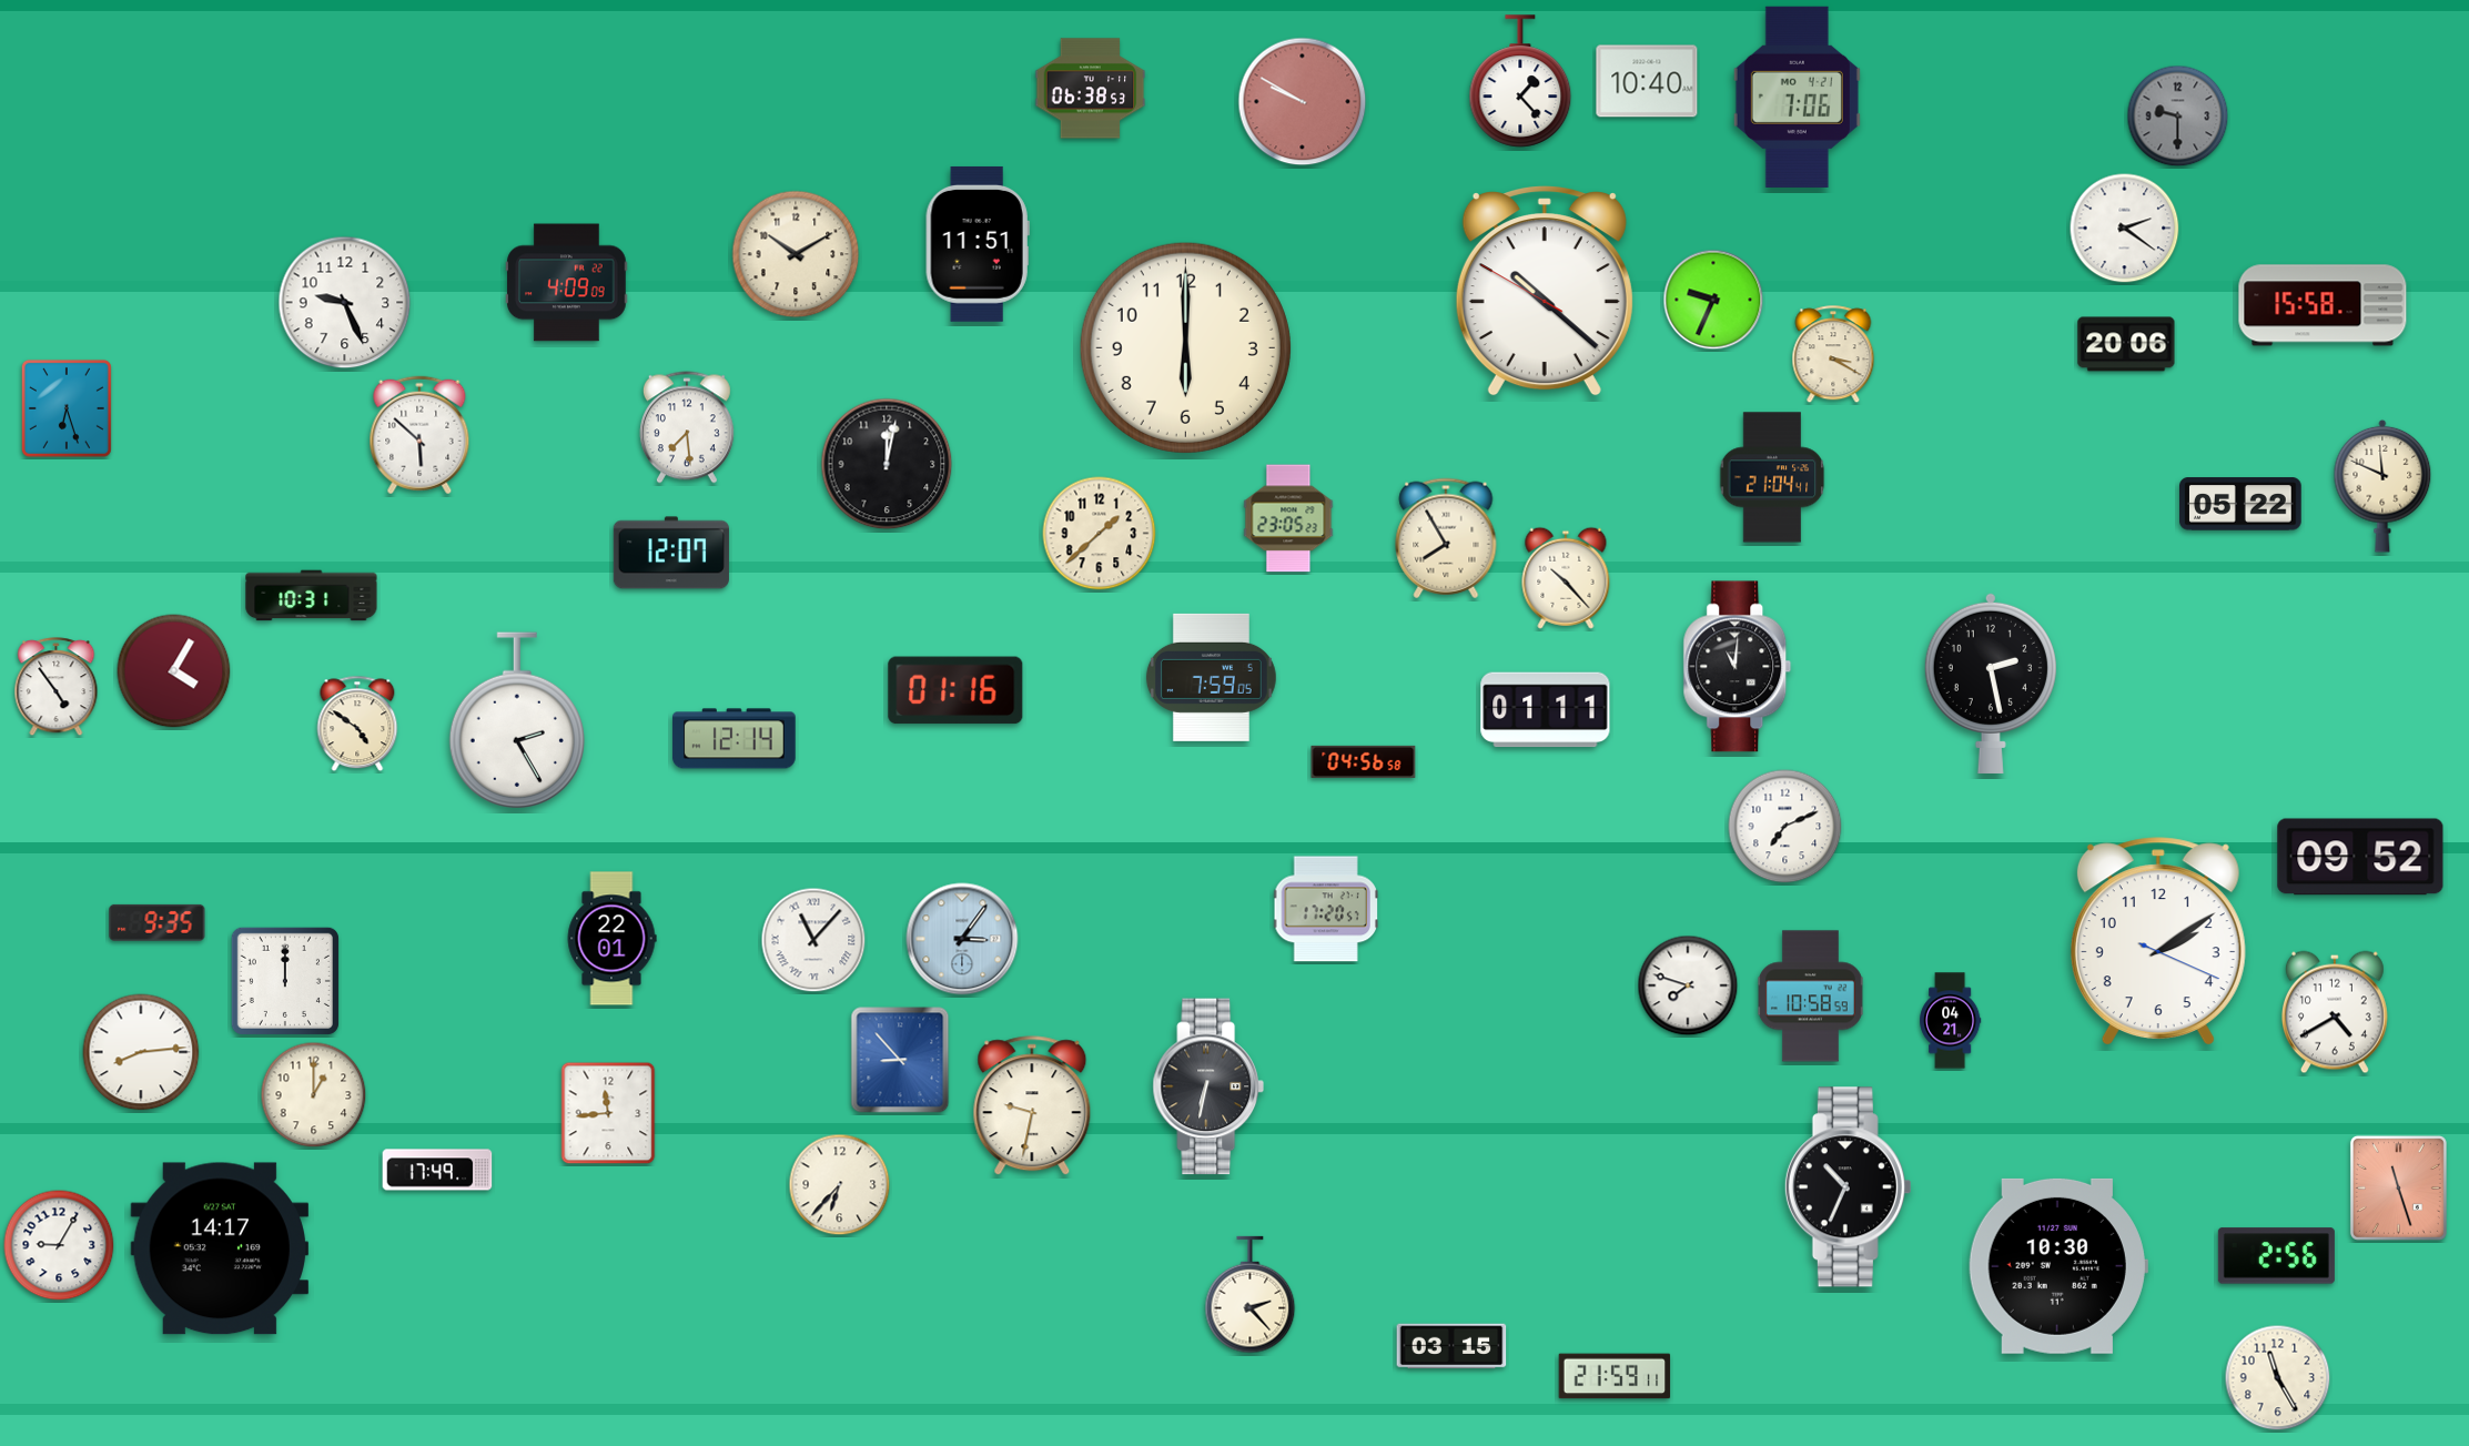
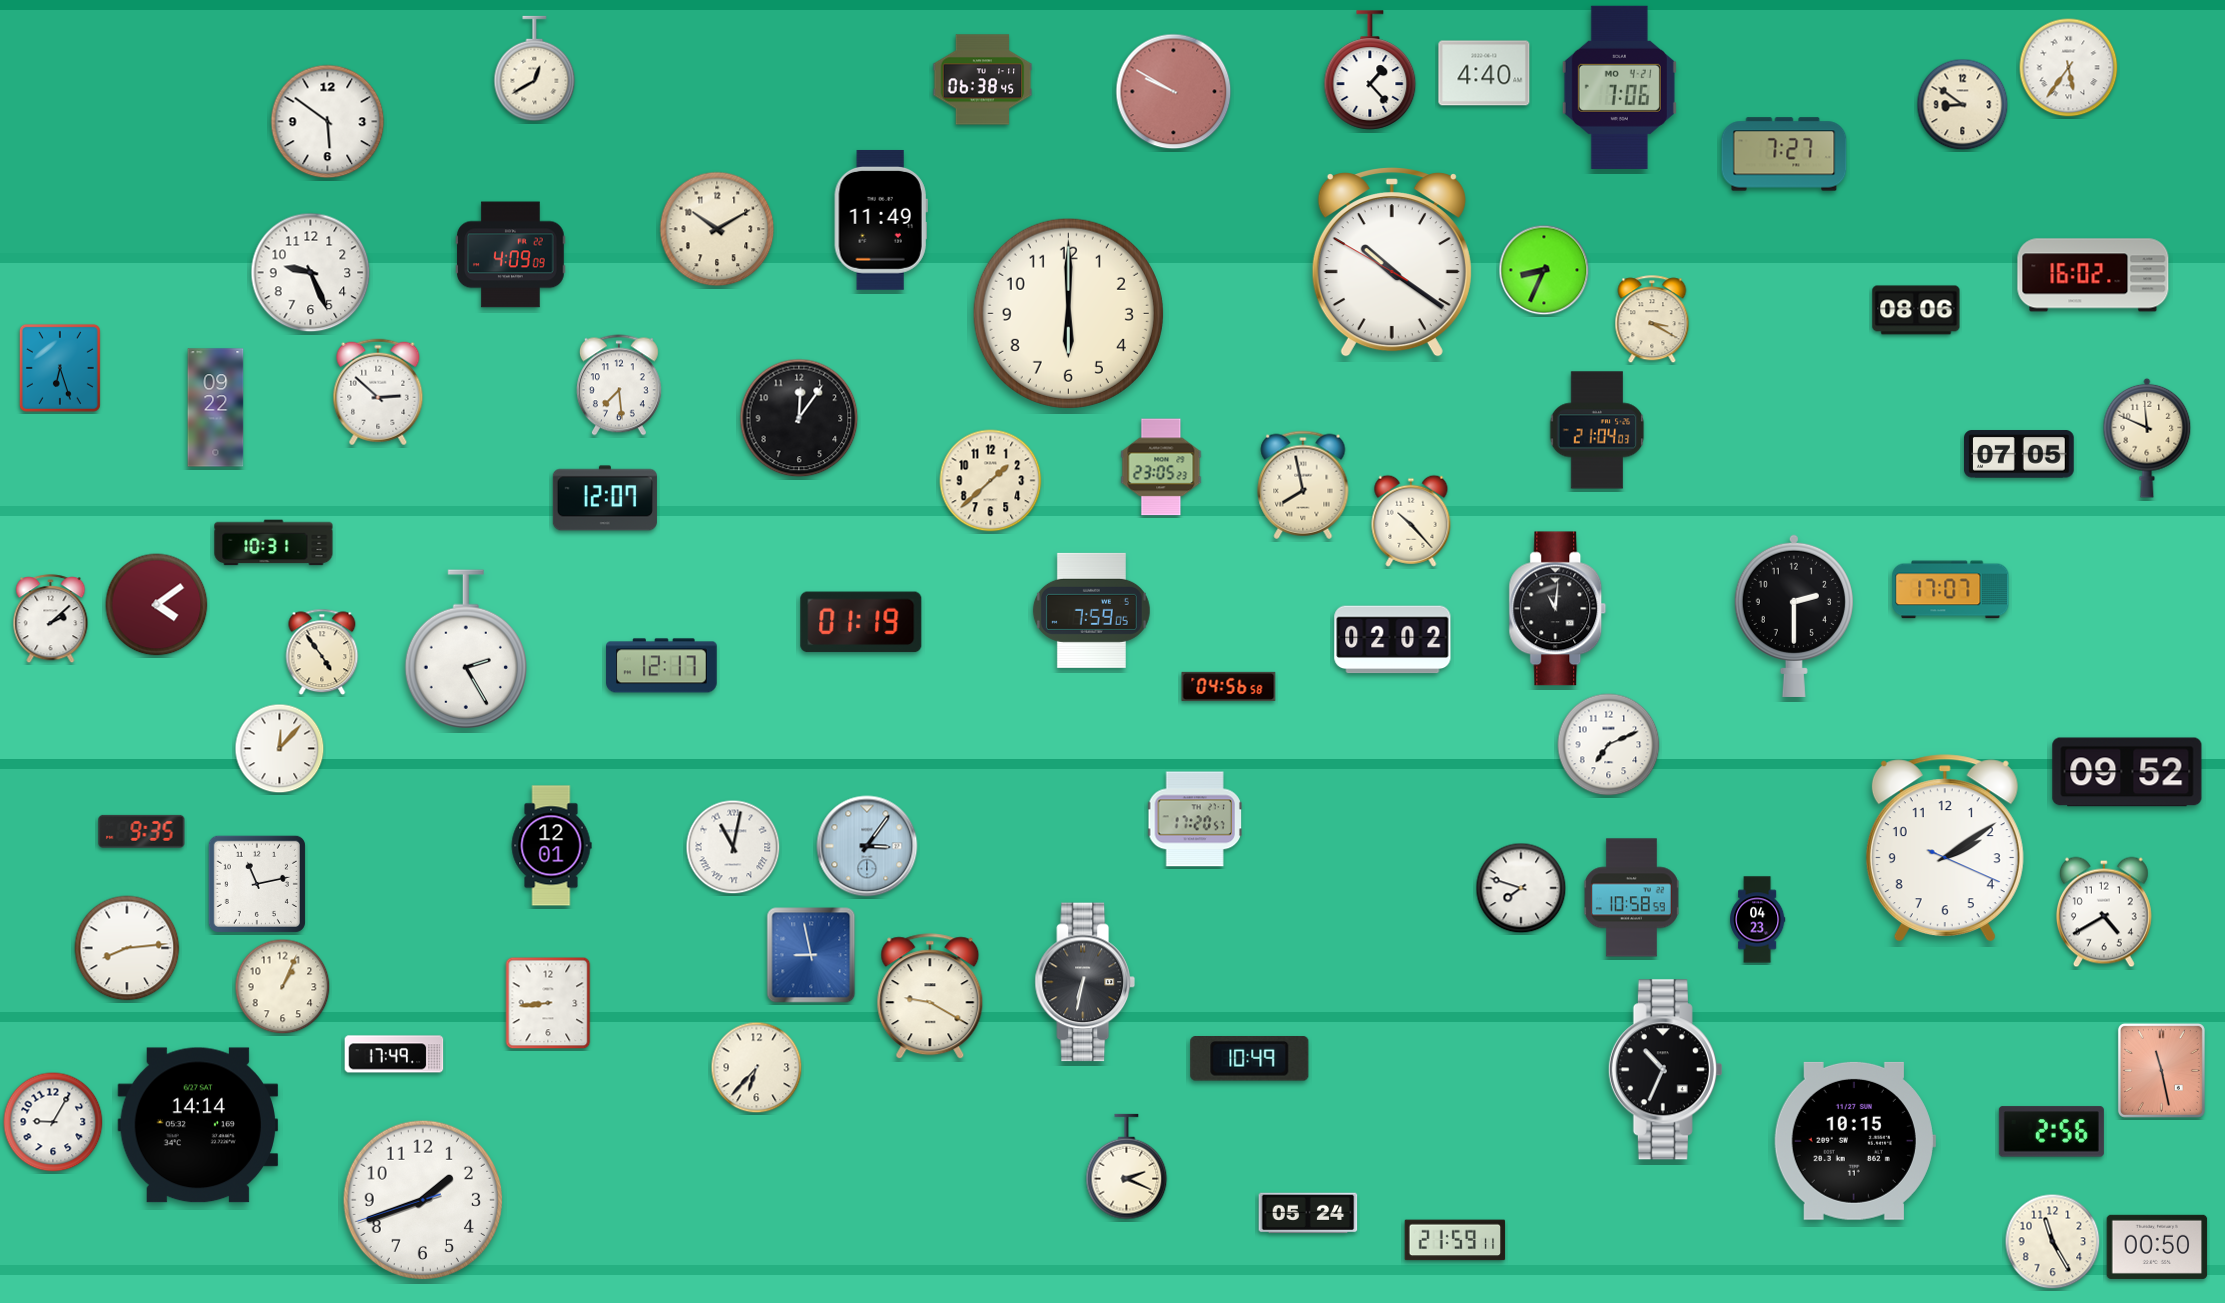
clock at (2069, 68): none -> 5:36
clock at (535, 69): none -> 12:40
clock at (1520, 81) position: (1520, 81) -> (1370, 70)
clock at (1647, 81): 10:40 -> 4:40
clock at (1091, 89): 06:38:53 -> 06:38:45
clock at (2178, 117): 9:30 -> 8:51
clock at (2178, 117) dial: grey -> cream
clock at (328, 122): none -> 5:51
clock at (1784, 154): none -> 7:27
clock at (2125, 229): 2:21 -> none
clock at (978, 244): 11:51 -> 11:49
clock at (1545, 291): 10:21 -> 10:20
clock at (1713, 300): 9:34 -> 8:34
clock at (2323, 305): 15:58 -> 16:02
clock at (2126, 344): 20:06 -> 08:06
clock at (419, 435): 5:52 -> 2:52
clock at (216, 408): none -> 09:22
clock at (887, 464): 12:02 -> 12:06
clock at (1772, 477): 21:04:41 -> 21:04:03
clock at (2242, 504): 05:22 -> 07:05
clock at (1446, 538): 7:55 -> 7:58
clock at (312, 596) position: (312, 596) -> (274, 543)
clock at (1951, 590): none -> 17:07
clock at (1738, 667) position: (1738, 667) -> (1558, 609)
clock at (174, 671): 4:05 -> 4:09
clock at (1991, 682): 2:28 -> 2:30
clock at (57, 687): 4:54 -> 2:08
clock at (955, 690): 01:16 -> 01:19
clock at (1546, 710): 01:11 -> 02:02
clock at (357, 724): 4:51 -> 4:54
clock at (735, 739): 12:14 -> 12:17
clock at (280, 749): none -> 12:07
clock at (611, 939): 22:01 -> 12:01
clock at (813, 940): 11:07 -> 11:02
clock at (285, 981): 12:00 -> 11:13
clock at (1951, 1021): 04:21 -> 04:23
clock at (900, 1060): 8:53 -> 8:58
clock at (1207, 1086) position: (1207, 1086) -> (1084, 982)
clock at (314, 1095): 1:00 -> 1:04
clock at (1032, 1106): 9:32 -> 9:20
clock at (608, 1113): 11:44 -> 8:44
clock at (1250, 1059): none -> 10:49
clock at (2398, 1187): 11:27 -> 11:28
clock at (220, 1248): 14:17 -> 14:14
clock at (2058, 1266): 10:30 -> 10:15
clock at (1251, 1295): 2:23 -> 2:19
clock at (423, 1200): none -> 1:41
clock at (1451, 1346): 03:15 -> 05:24
clock at (2157, 1247): none -> 00:50
